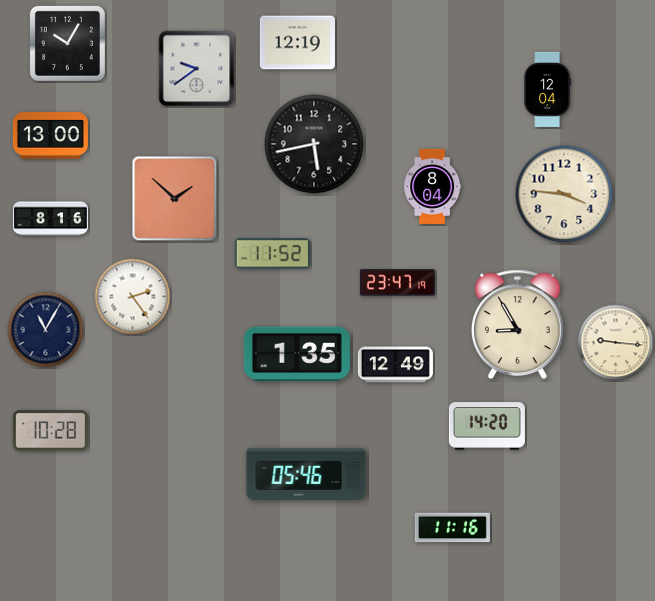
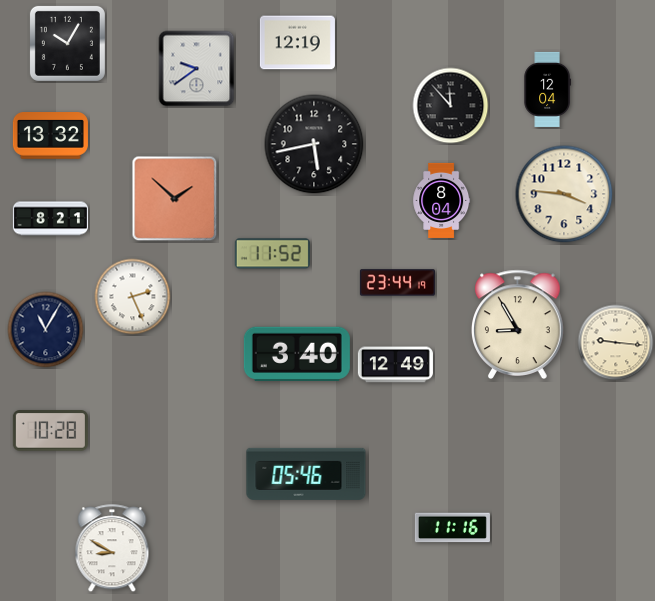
clock at (451, 106): none -> 11:53
clock at (50, 136): 13:00 -> 13:32
clock at (433, 186) position: (433, 186) -> (442, 200)
clock at (50, 219): 8:16 -> 8:21
clock at (397, 283): 23:47 -> 23:44
clock at (133, 297): 2:24 -> 2:26
clock at (297, 354): 1:35 -> 3:40
clock at (487, 426): 14:20 -> none
clock at (112, 549): none -> 8:50
